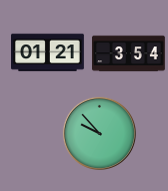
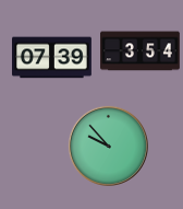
clock at (48, 53): 01:21 -> 07:39
clock at (129, 54) position: (129, 54) -> (141, 51)
